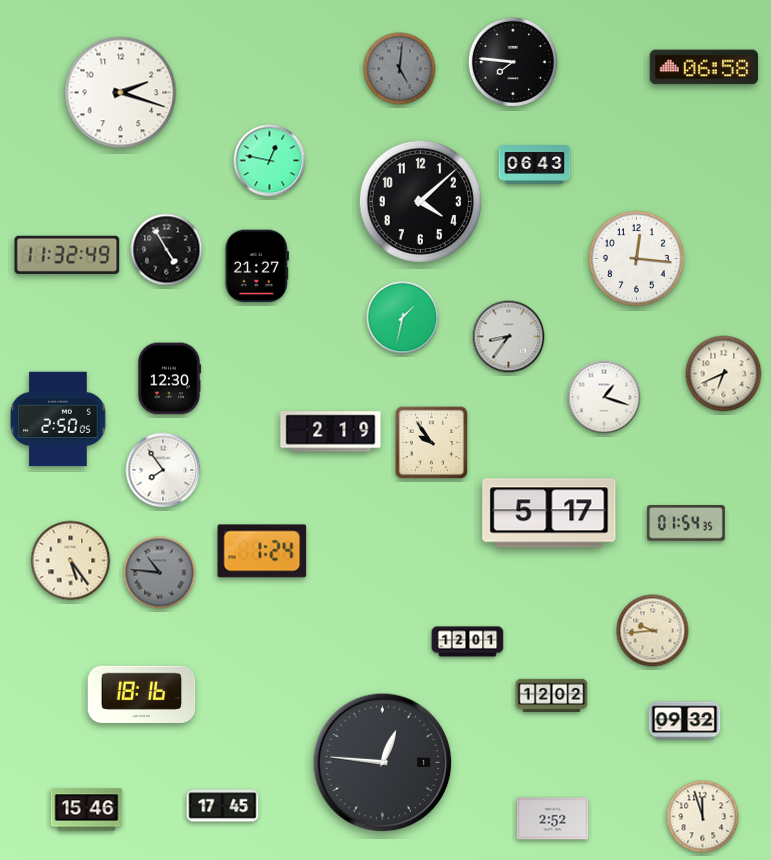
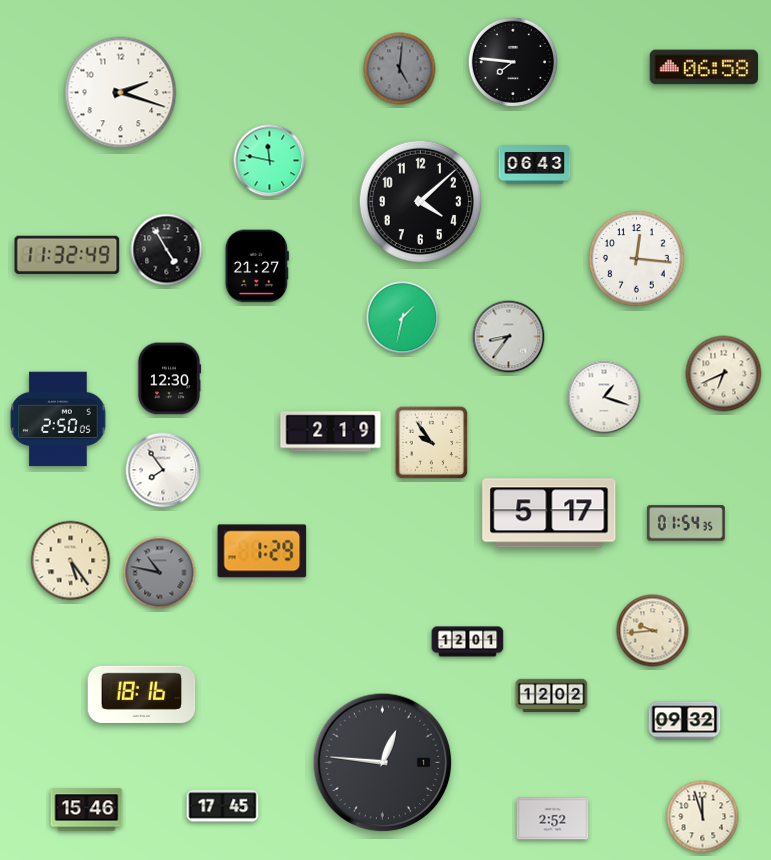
clock at (270, 161): 12:47 -> 11:47
clock at (262, 551): 1:24 -> 1:29
clock at (160, 573): 10:46 -> 10:47
